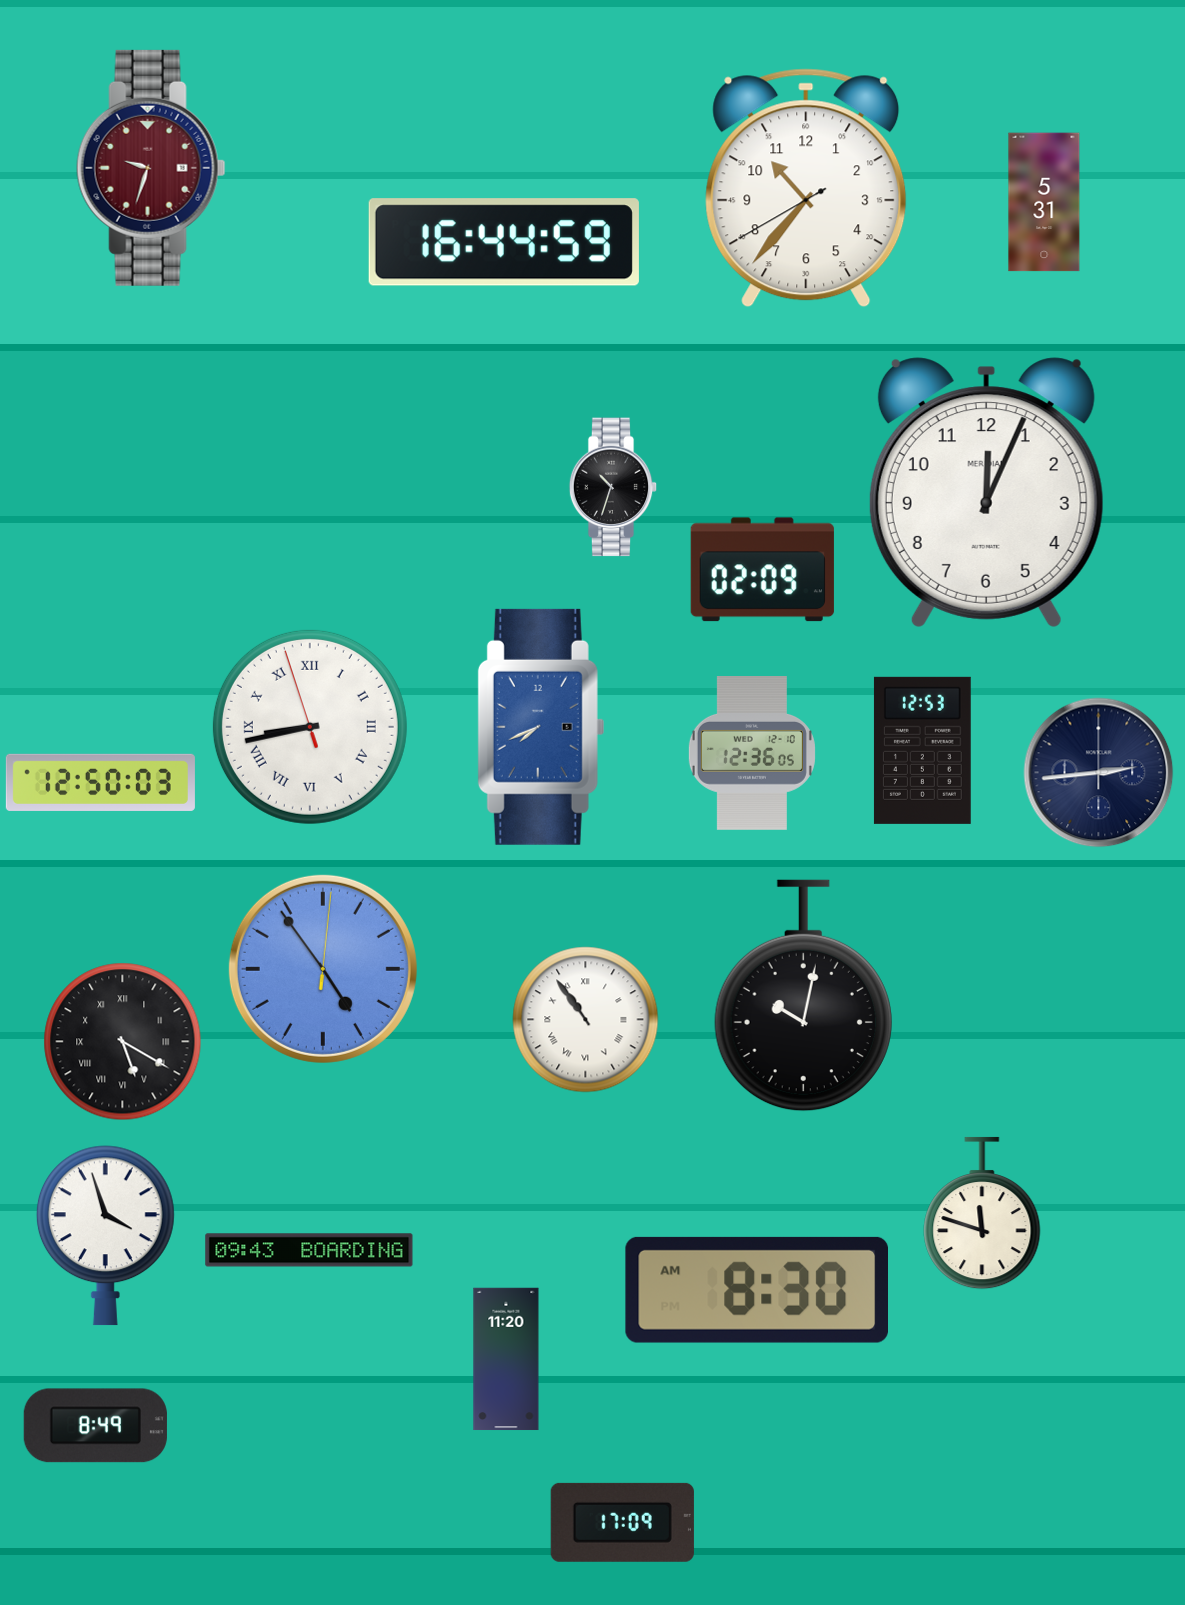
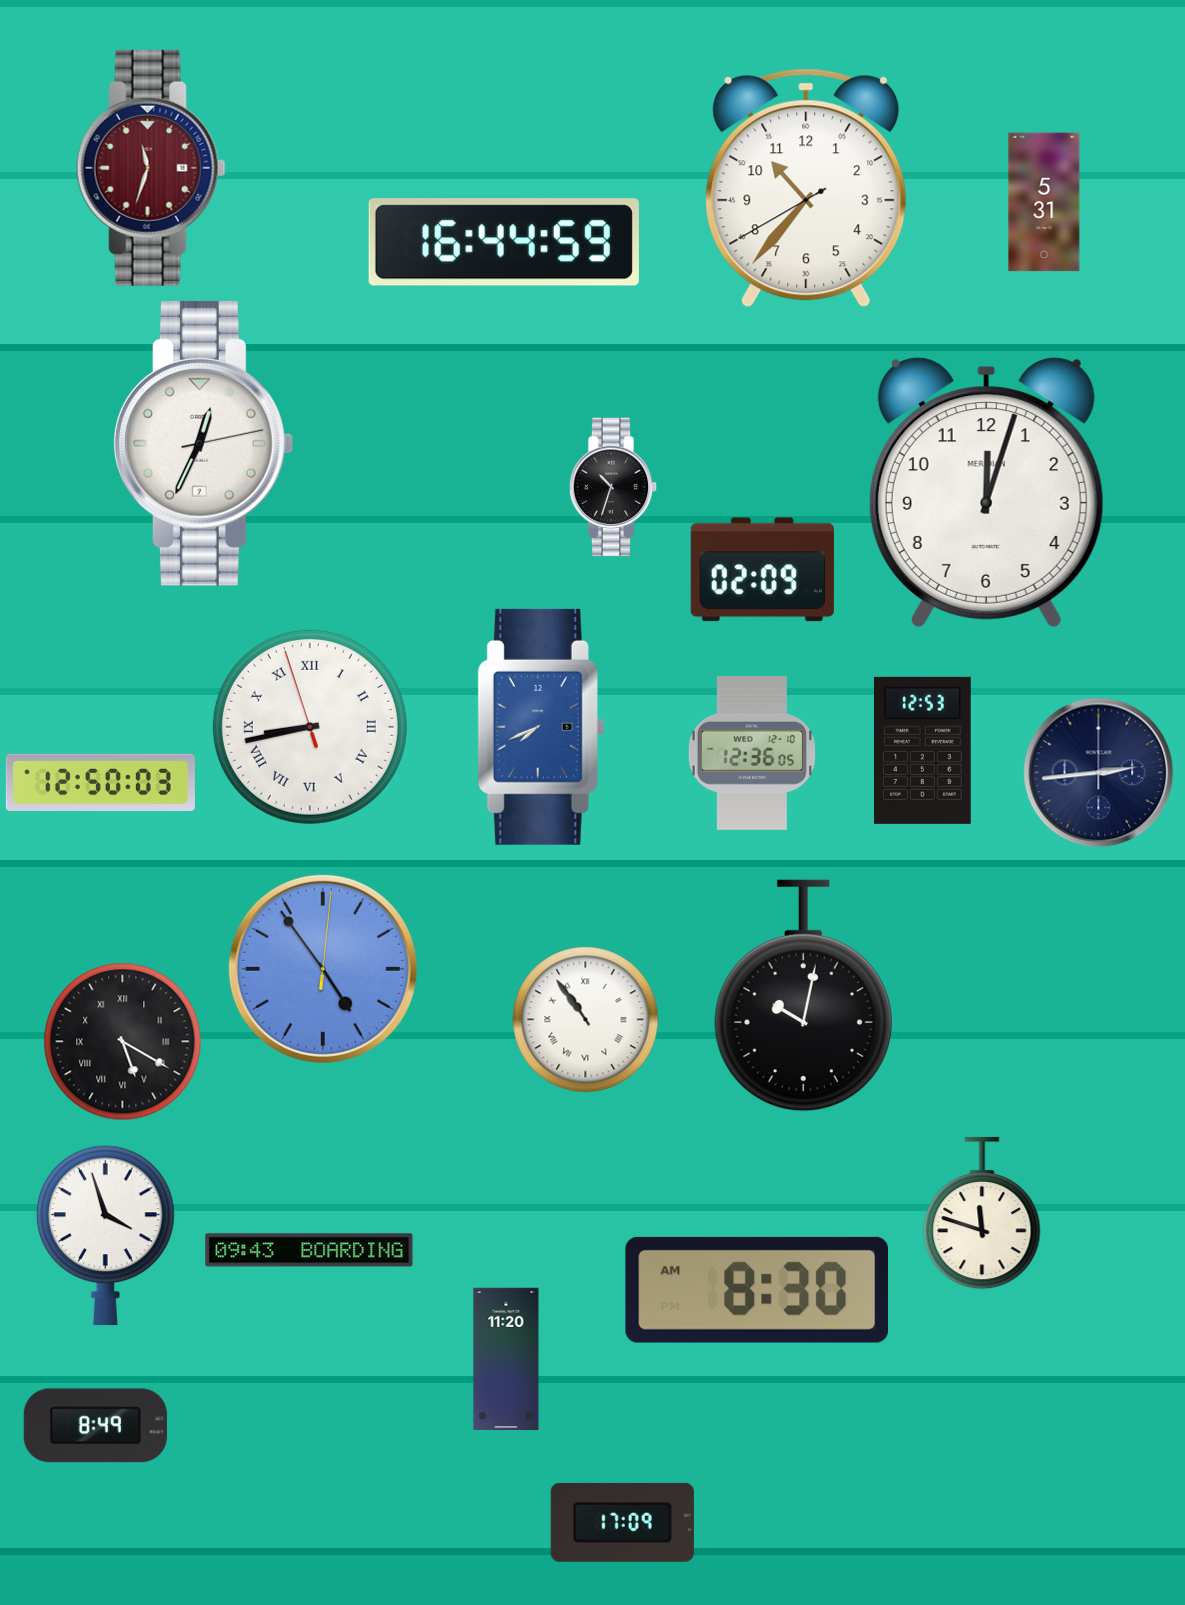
clock at (151, 168): 9:33 -> 11:33
clock at (203, 443): none -> 12:34
clock at (986, 492): 12:04 -> 12:03
